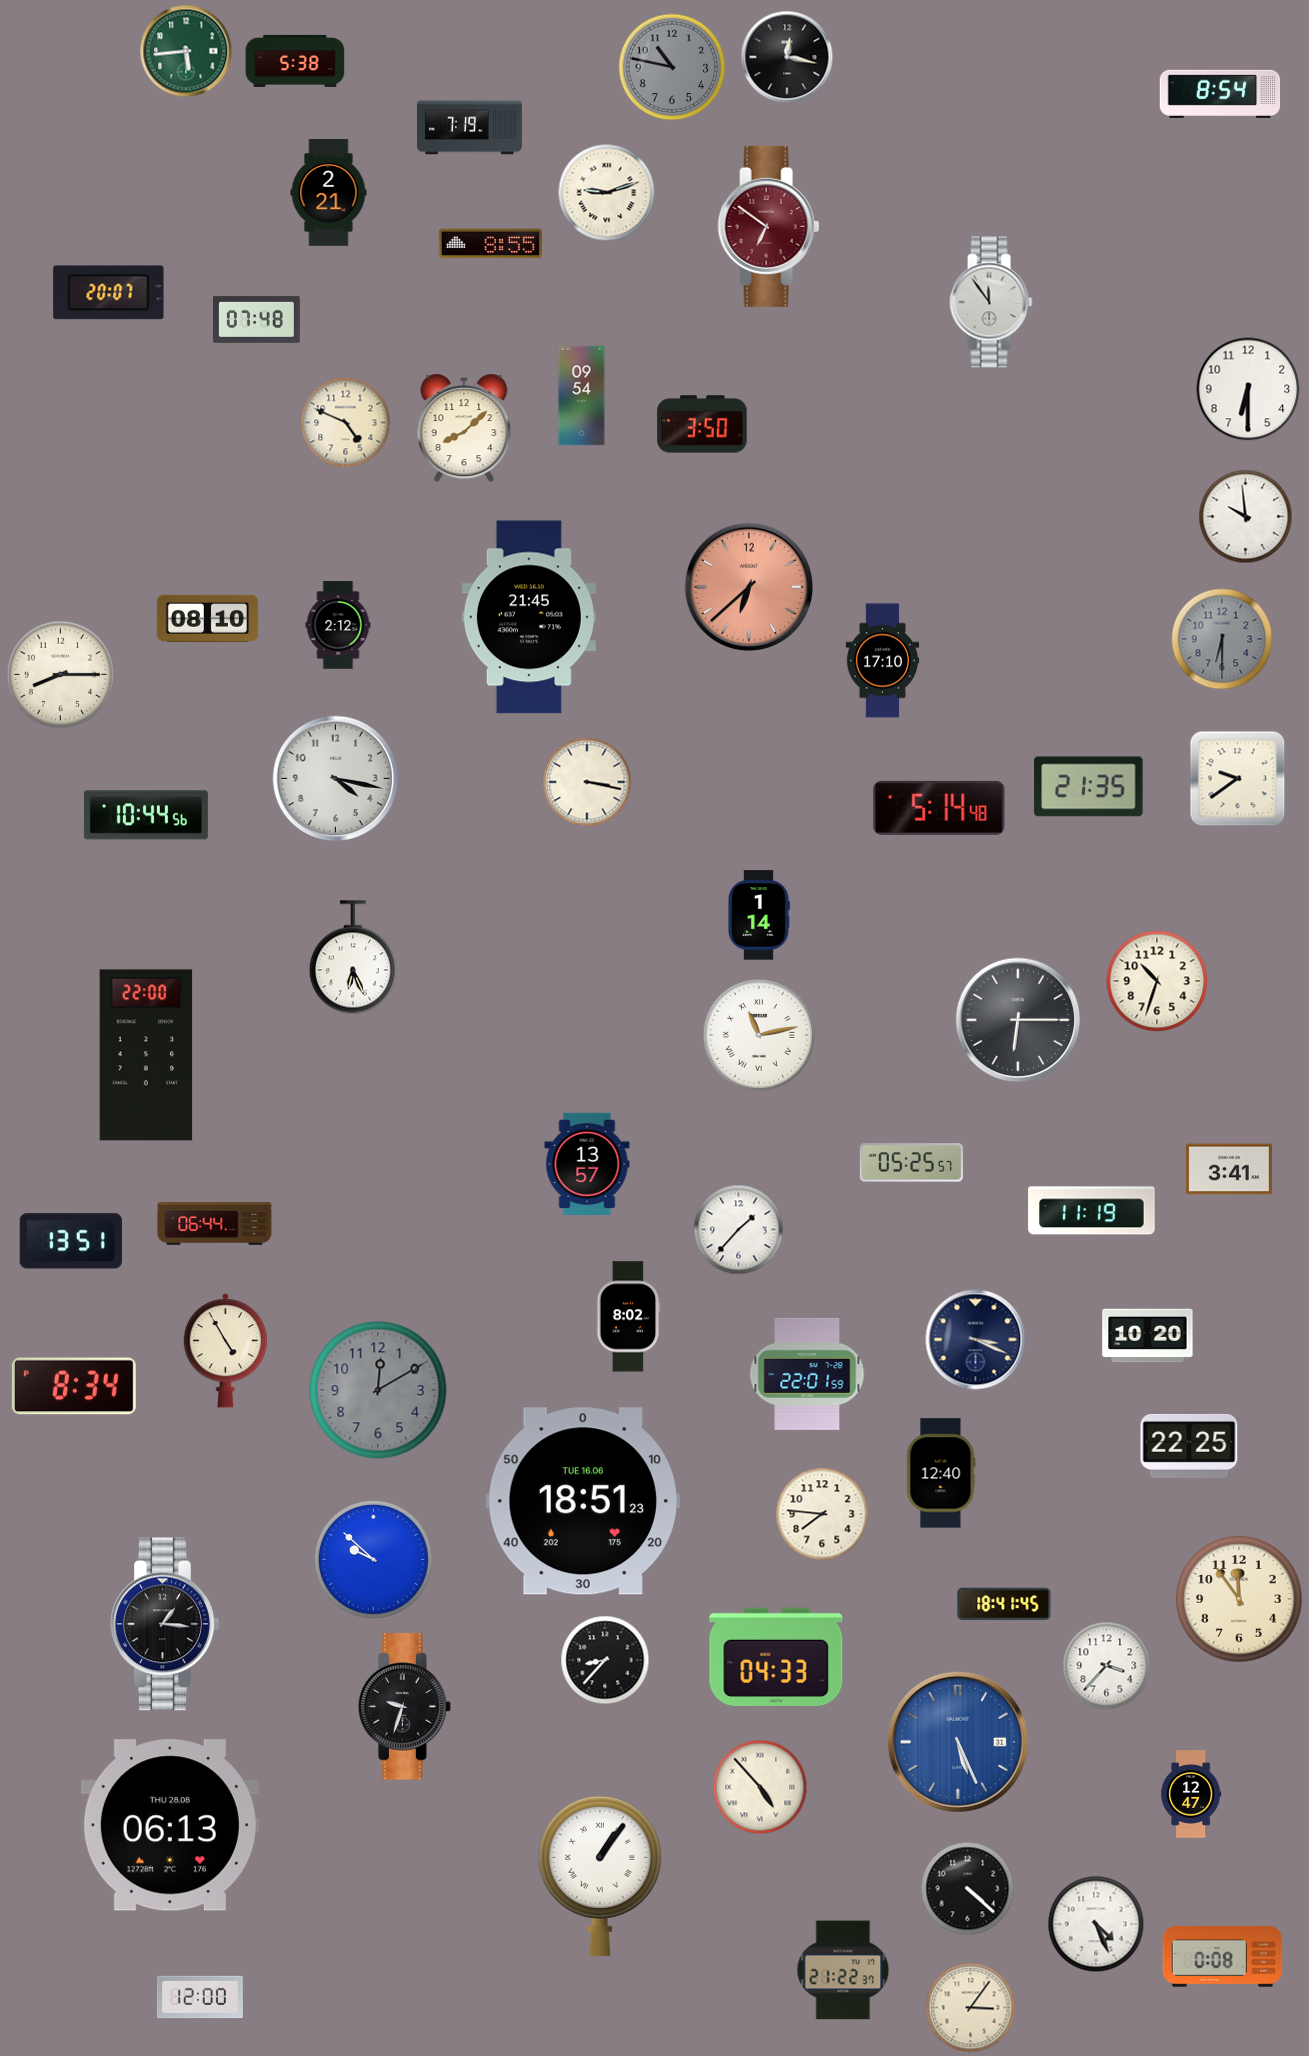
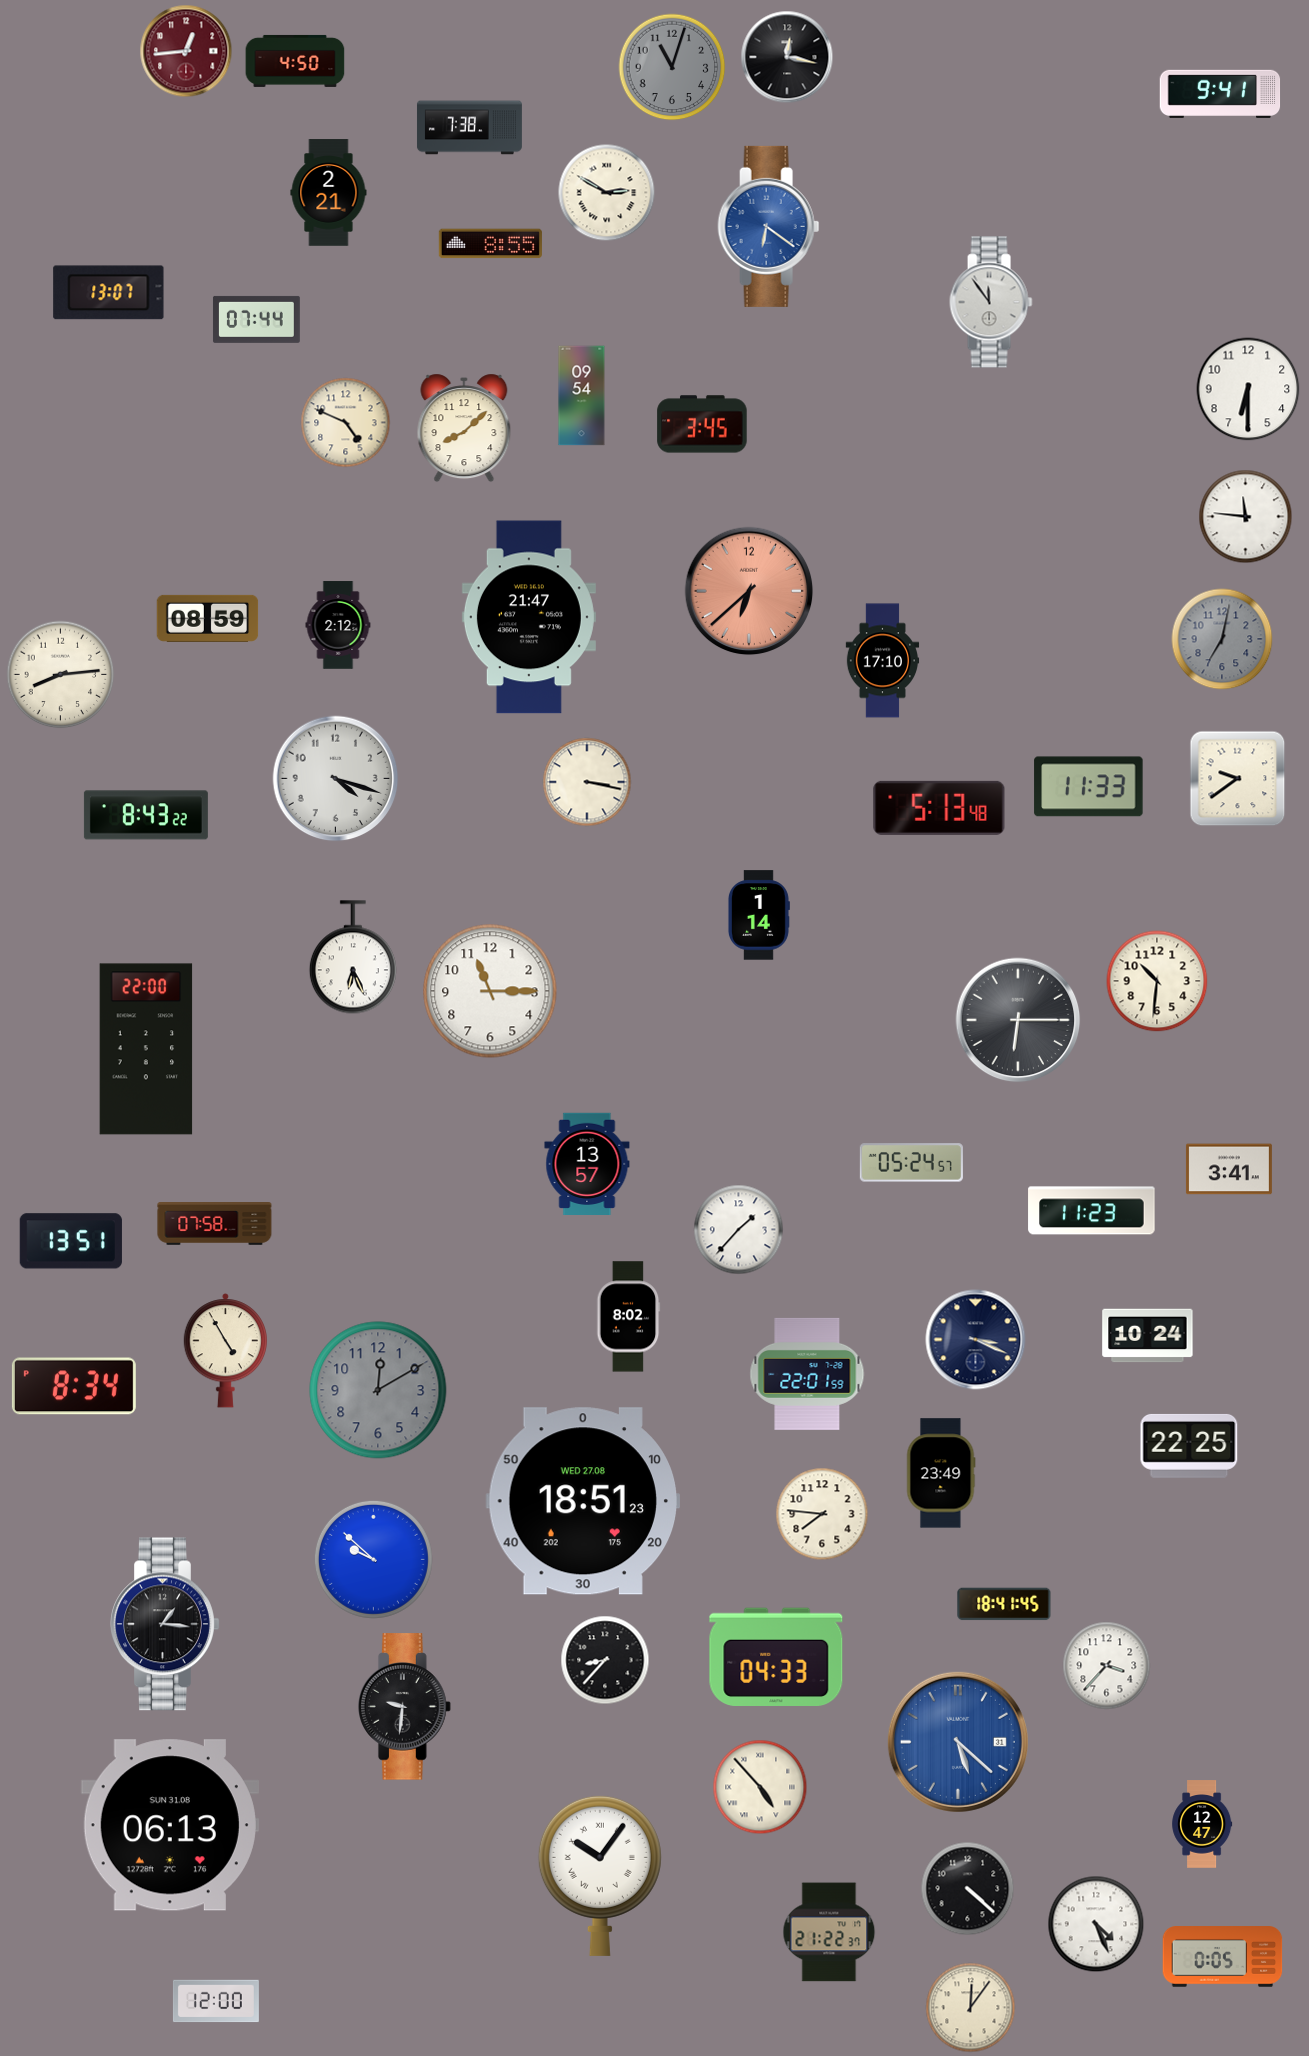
clock at (186, 51): 5:44 -> 12:44
clock at (186, 51) dial: green -> burgundy
clock at (295, 61): 5:38 -> 4:50
clock at (672, 67): 10:47 -> 11:03
clock at (1220, 94): 8:54 -> 9:41
clock at (469, 128): 7:19 -> 7:38
clock at (607, 193): 9:12 -> 2:50
clock at (769, 226): 6:51 -> 6:21
clock at (769, 226) dial: burgundy -> blue
clock at (109, 293): 20:07 -> 13:07
clock at (256, 319): 07:48 -> 07:44
clock at (702, 424): 3:50 -> 3:45
clock at (1246, 517): 9:59 -> 11:46
clock at (749, 587) position: (749, 587) -> (749, 591)
clock at (529, 617): 21:45 -> 21:47
clock at (208, 618): 08:10 -> 08:59
clock at (1222, 639): 6:30 -> 7:02
clock at (61, 675): 8:15 -> 8:14
clock at (336, 779): 4:17 -> 4:18
clock at (1089, 787): 21:35 -> 11:33
clock at (939, 808): 5:14 -> 5:13
clock at (146, 815): 10:44 -> 8:43
clock at (1157, 981): 10:33 -> 10:31
clock at (490, 991): none -> 11:15
clock at (759, 1035): 11:13 -> none
clock at (146, 1055) position: (146, 1055) -> (146, 1049)
clock at (911, 1163): 05:25 -> 05:24
clock at (1092, 1211): 11:19 -> 11:23
clock at (215, 1224): 06:44 -> 07:58
clock at (1148, 1336): 10:20 -> 10:24
clock at (941, 1473): 12:40 -> 23:49
clock at (582, 1501) date: TUE 16.06 -> WED 27.08
clock at (1239, 1599): 11:54 -> none
clock at (405, 1707): 9:33 -> 9:31
clock at (958, 1742): 5:26 -> 5:22
clock at (1191, 1794) position: (1191, 1794) -> (1202, 1824)
clock at (170, 1825) date: THU 28.08 -> SUN 31.08
clock at (600, 1875): 1:06 -> 10:06
clock at (1223, 1957): 0:08 -> 0:05
clock at (843, 1970) position: (843, 1970) -> (829, 1932)
clock at (200, 1997) position: (200, 1997) -> (216, 2001)
clock at (971, 2008): 3:06 -> 12:06
